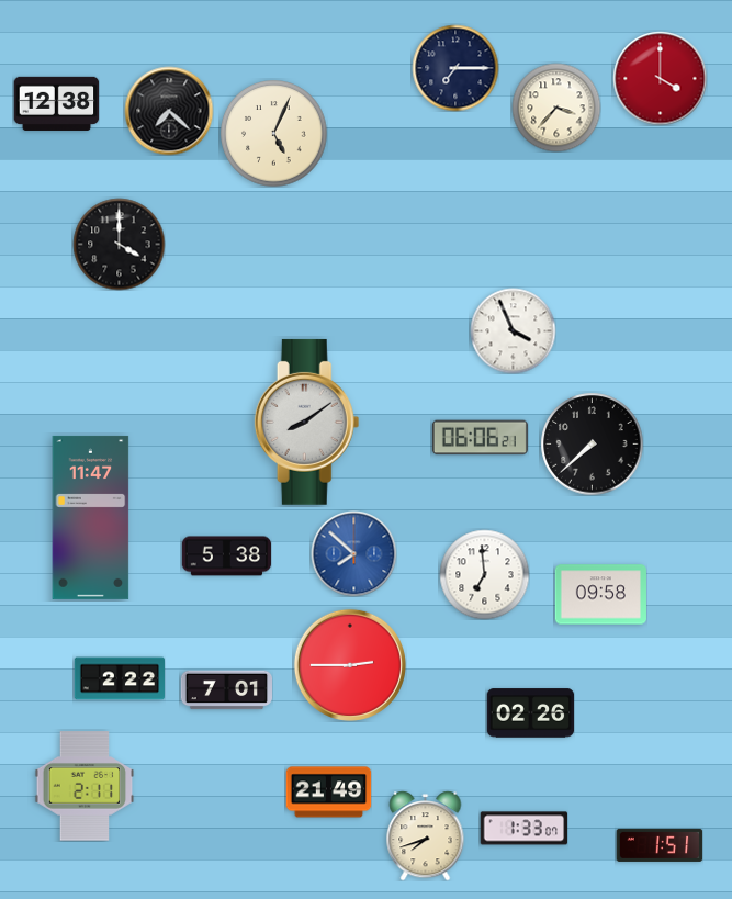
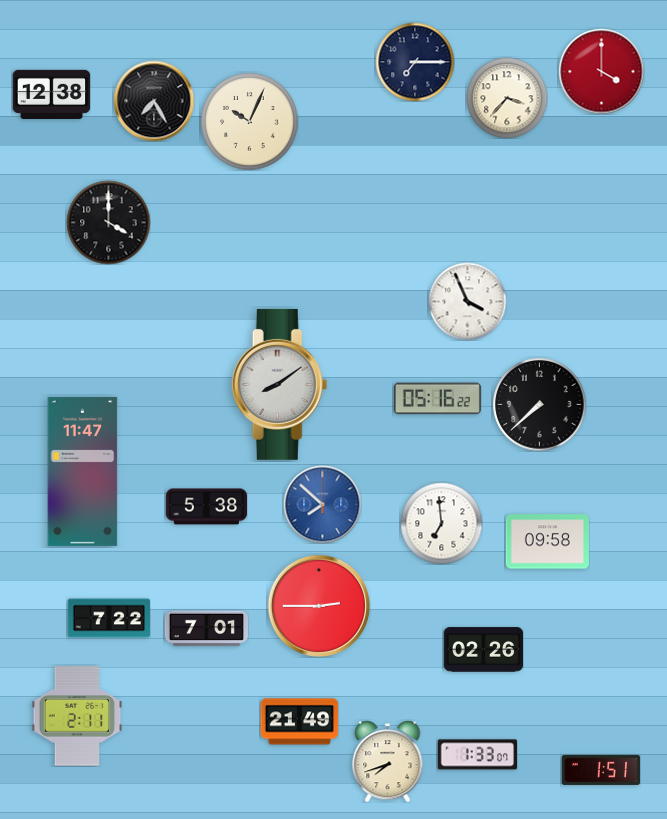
clock at (169, 111): 7:22 -> 7:25
clock at (274, 134): 5:04 -> 10:04
clock at (480, 438): 06:06 -> 05:16
clock at (119, 678): 2:22 -> 7:22
